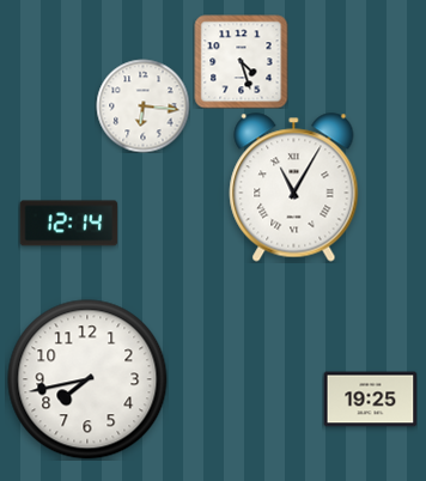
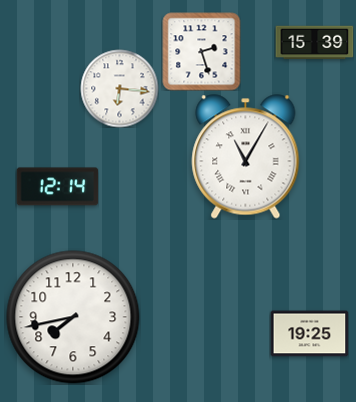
clock at (314, 43): none -> 15:39
clock at (241, 61): 4:27 -> 2:27
